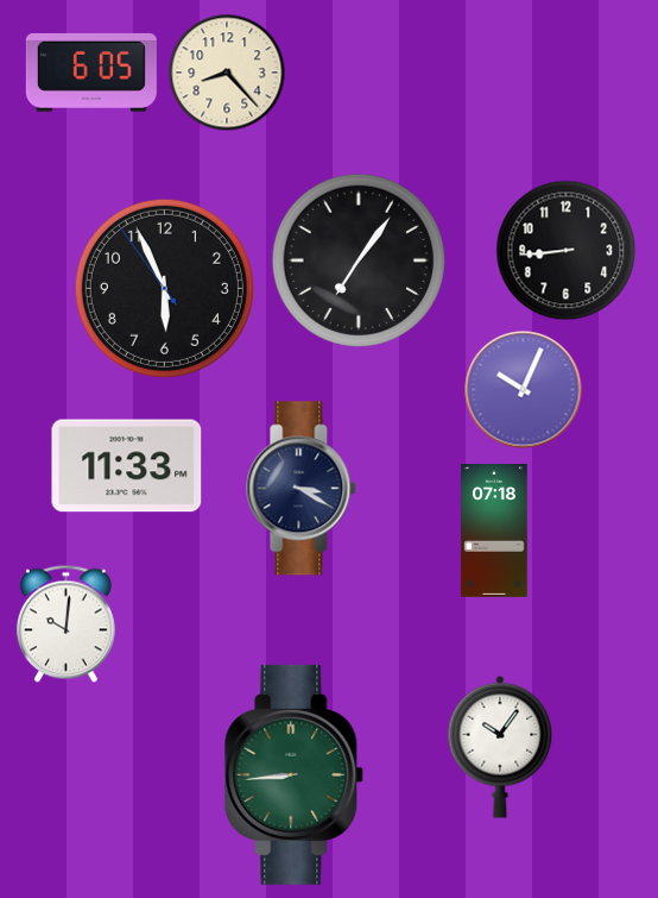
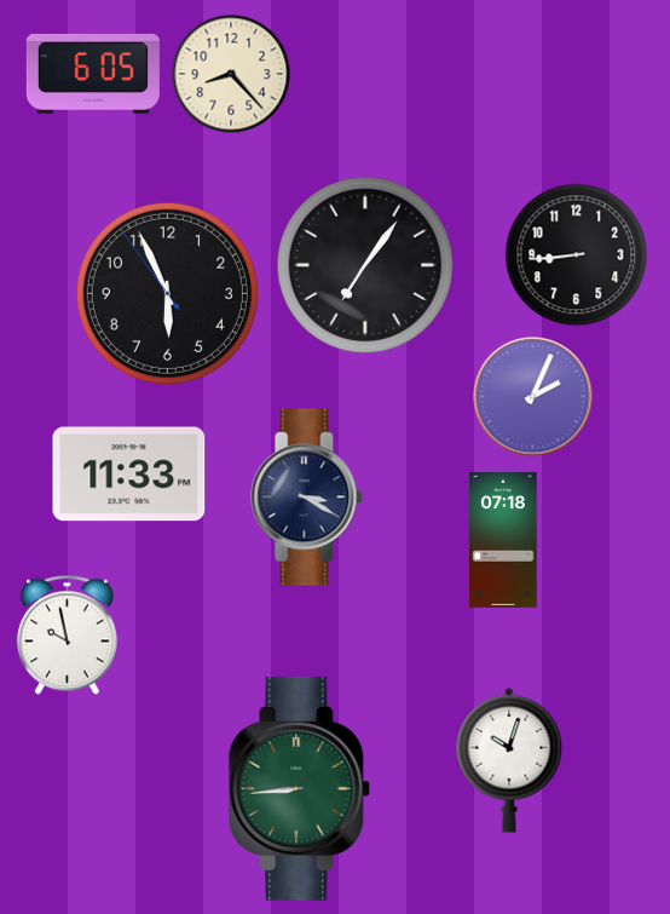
clock at (524, 390): 10:04 -> 2:04
clock at (65, 624): 10:01 -> 9:58
clock at (500, 747): 10:06 -> 10:03
